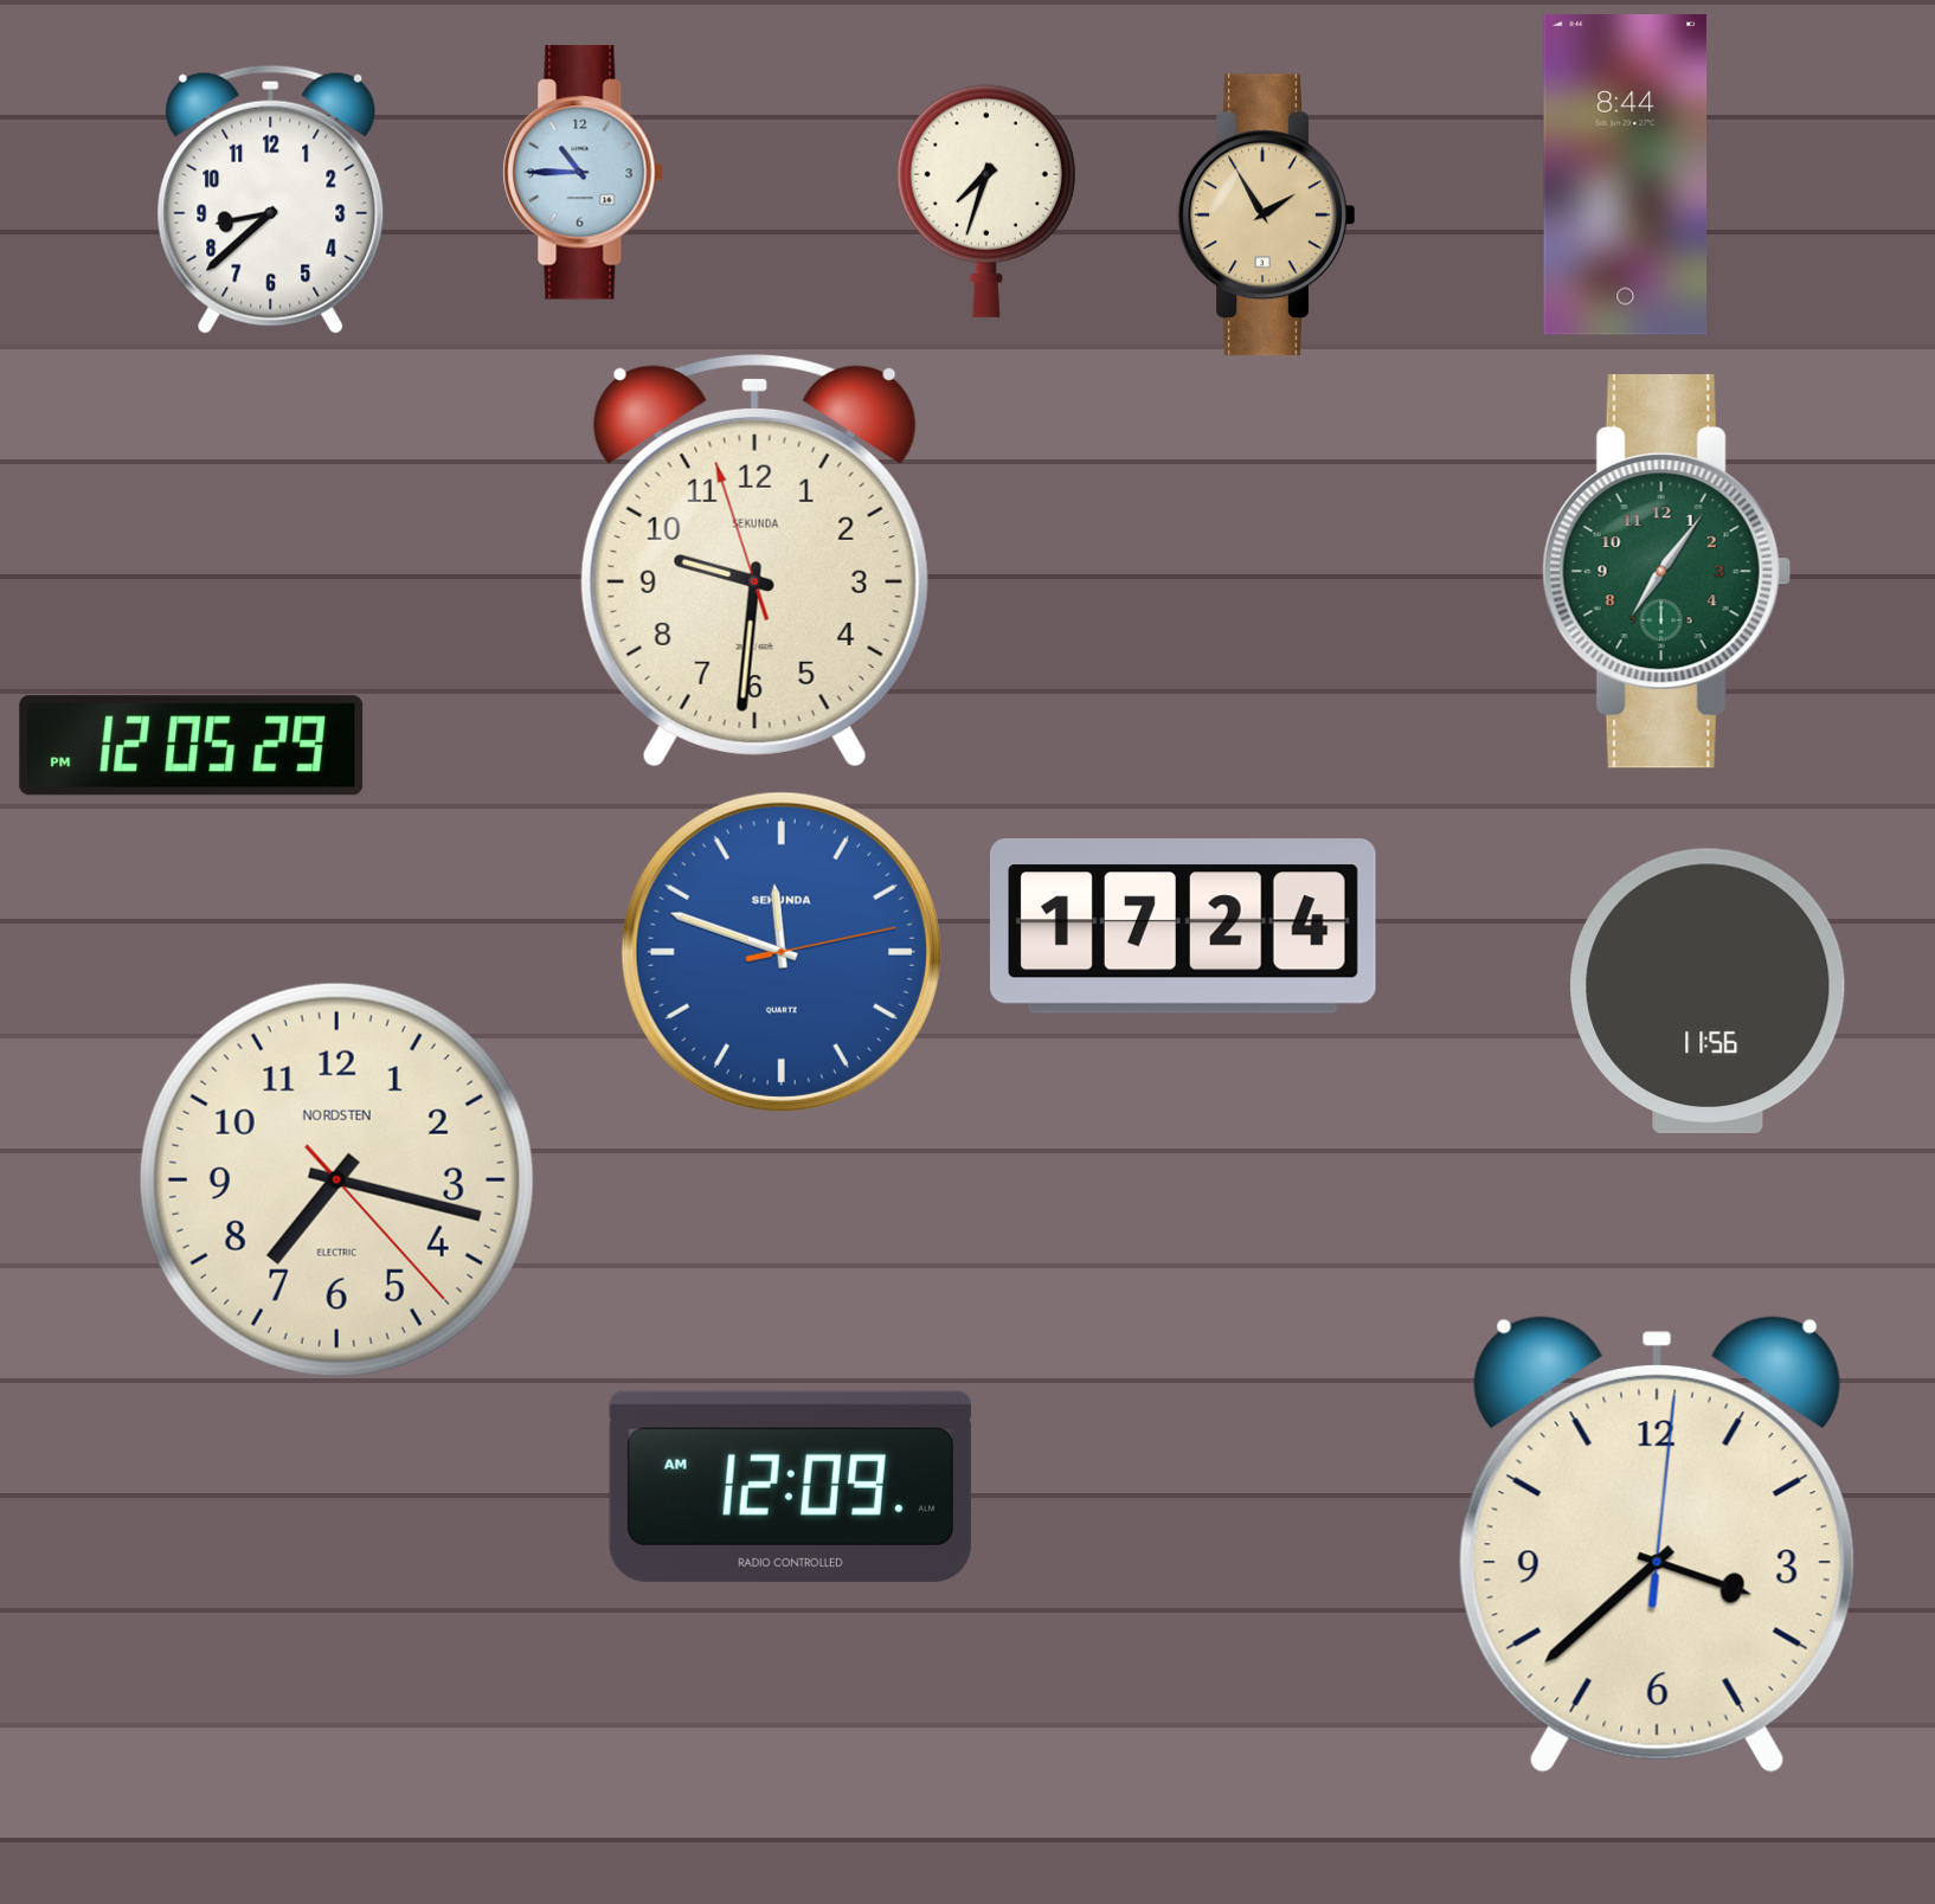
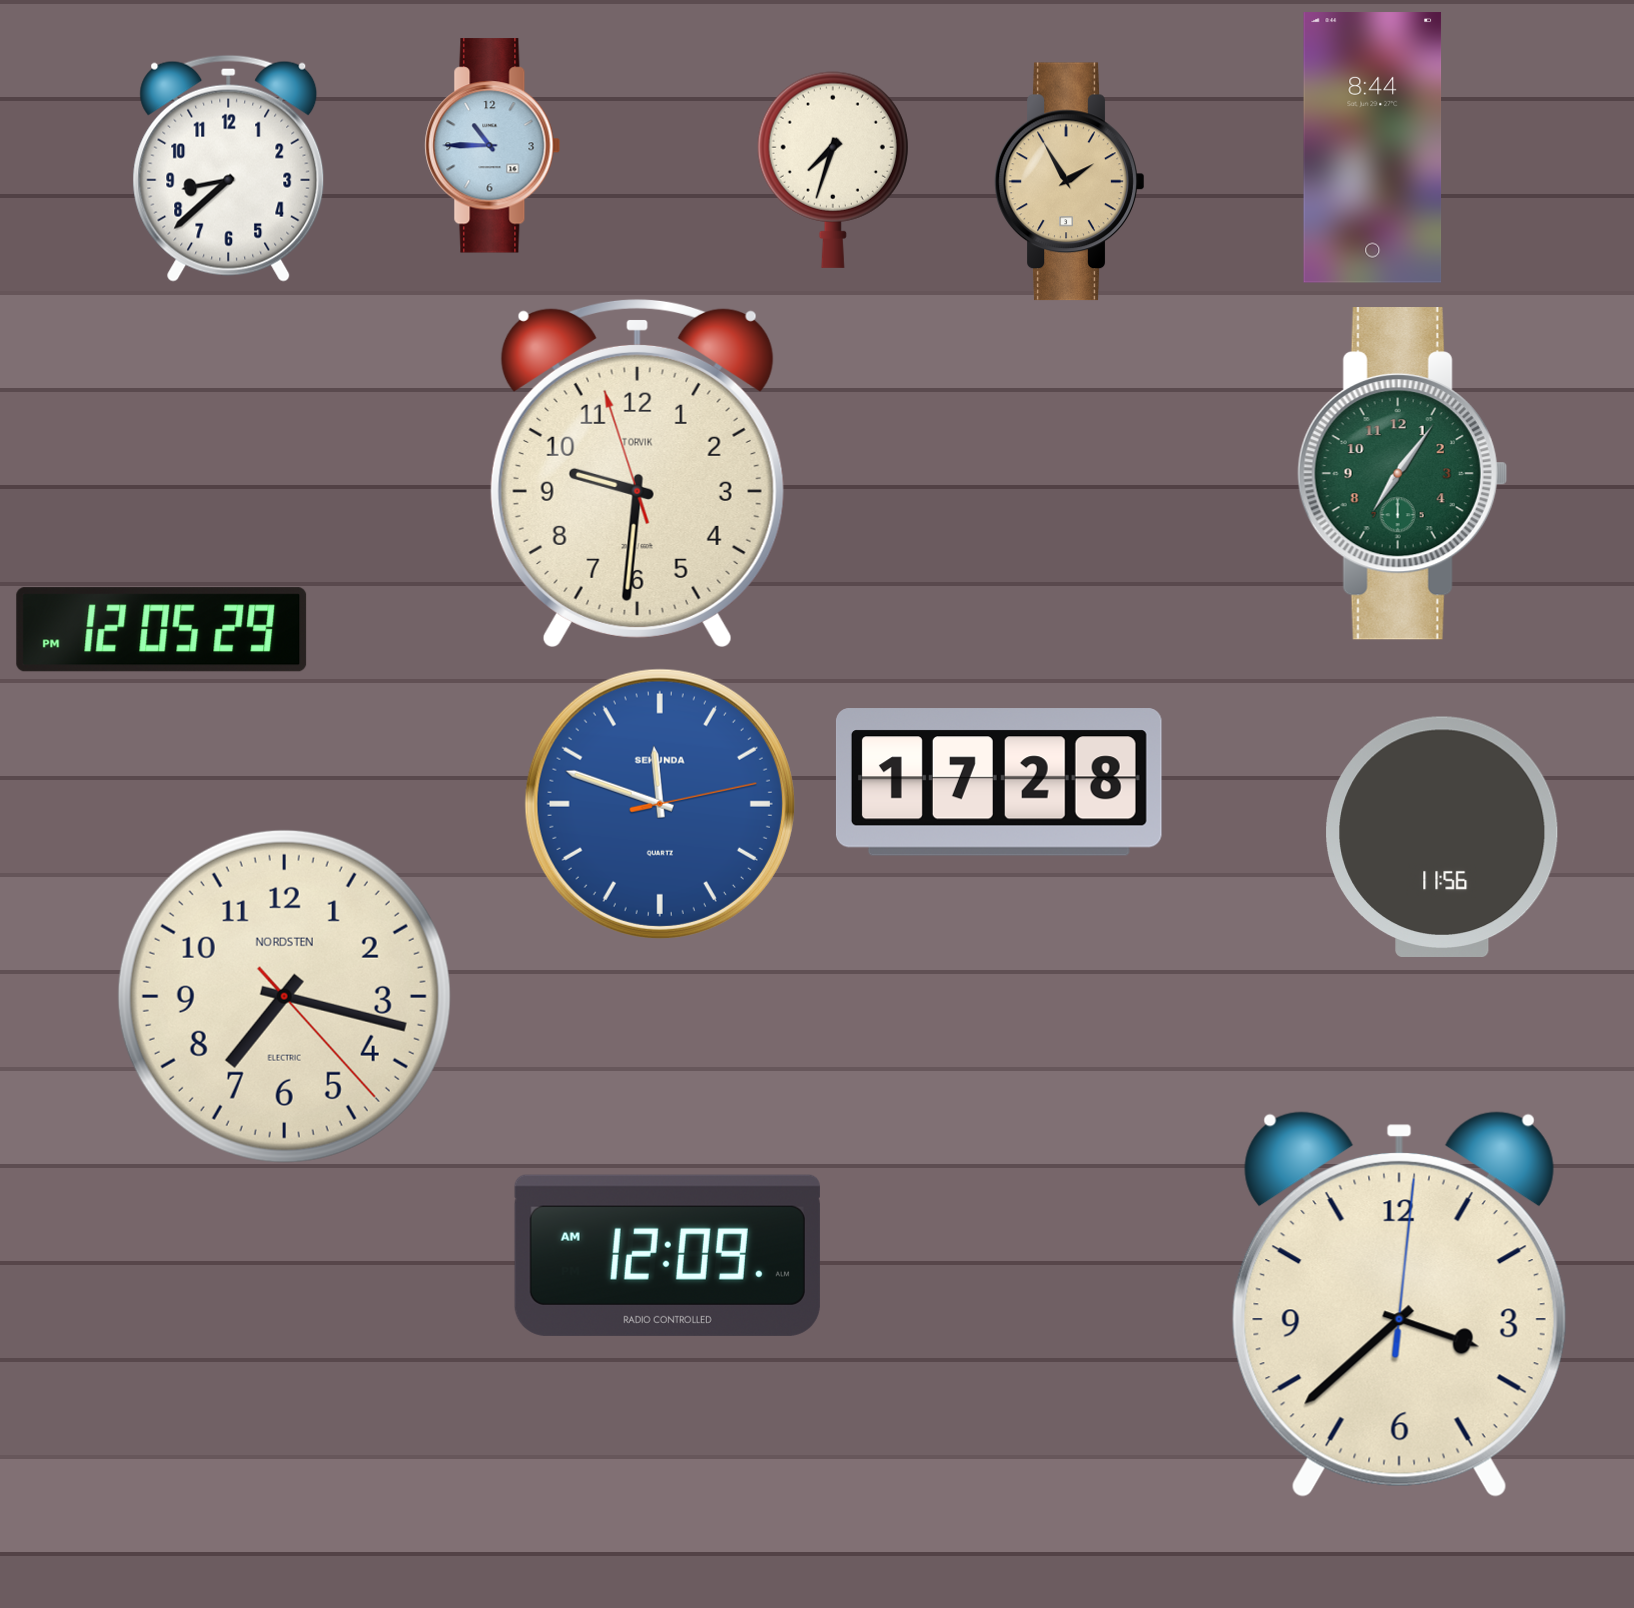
clock at (754, 560) brand: SEKUNDA -> TORVIK
clock at (1666, 572) position: (1666, 572) -> (1402, 474)
clock at (1183, 926): 17:24 -> 17:28
